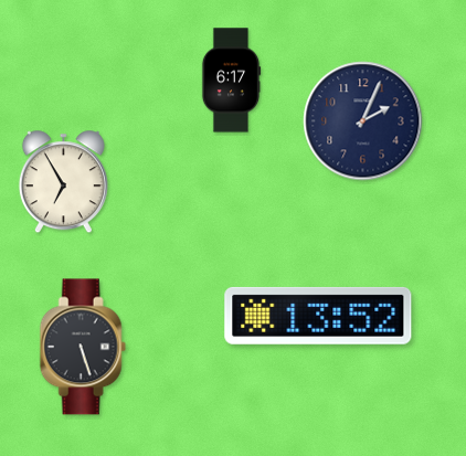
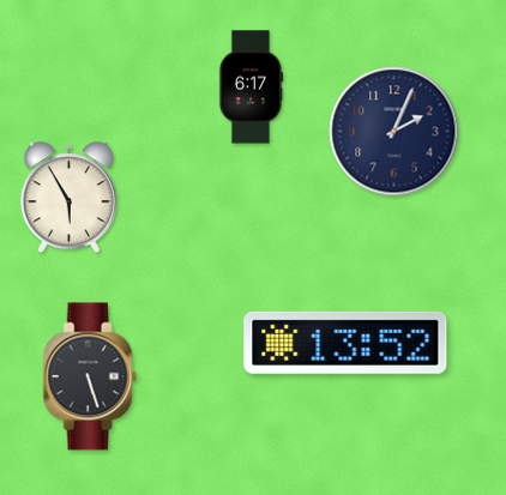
clock at (63, 182): 6:55 -> 5:55
